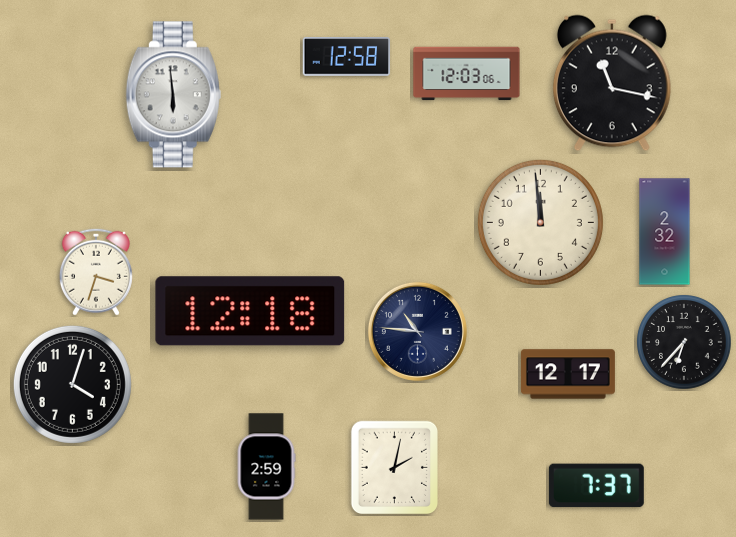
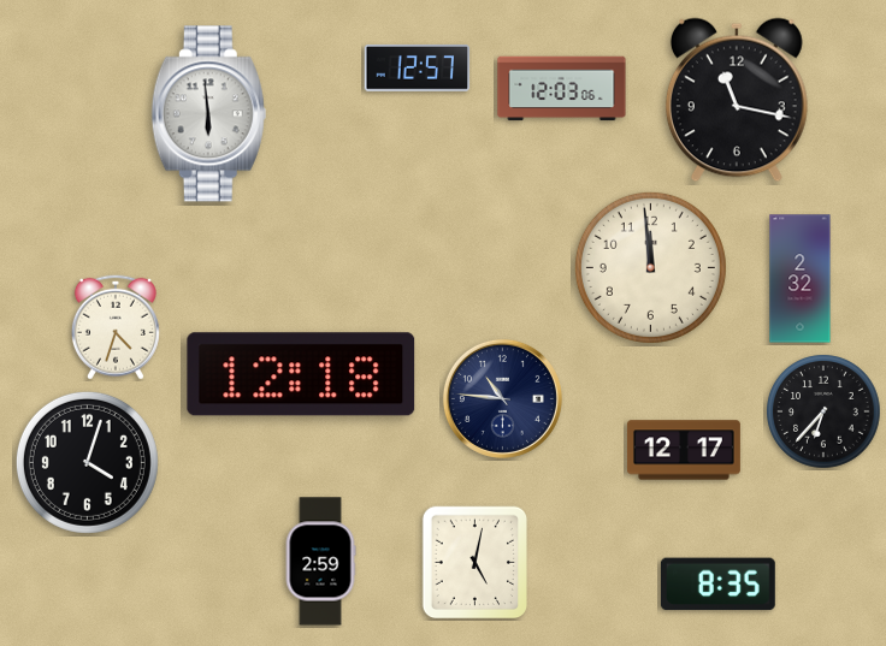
clock at (347, 57): 12:58 -> 12:57
clock at (96, 272): 3:33 -> 4:33
clock at (395, 468): 2:02 -> 5:02
clock at (596, 486): 7:37 -> 8:35
